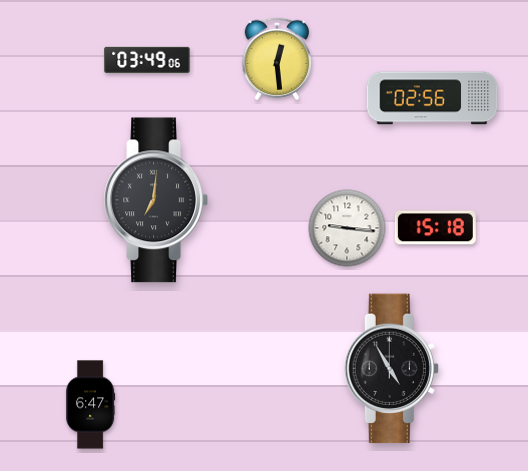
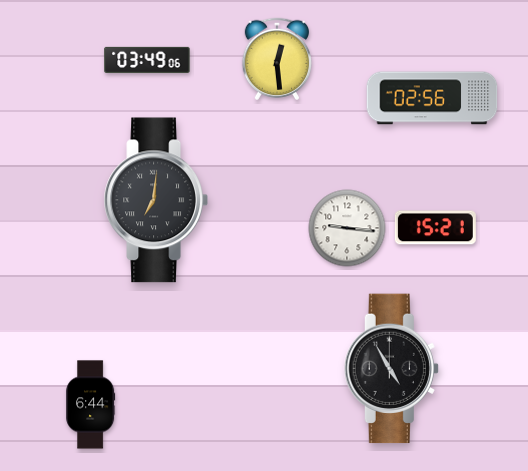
clock at (435, 228): 15:18 -> 15:21
clock at (91, 405): 6:47 -> 6:44
